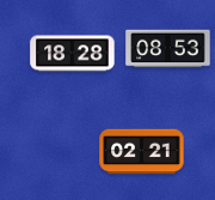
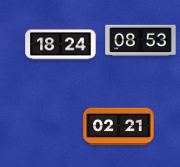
clock at (73, 54): 18:28 -> 18:24
